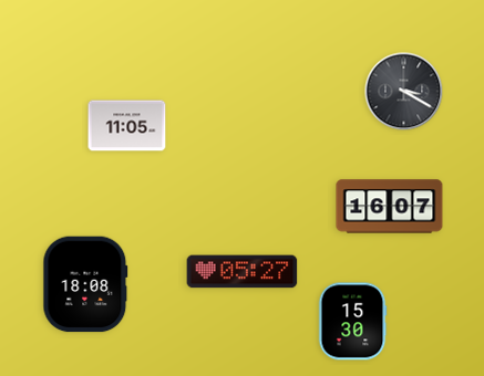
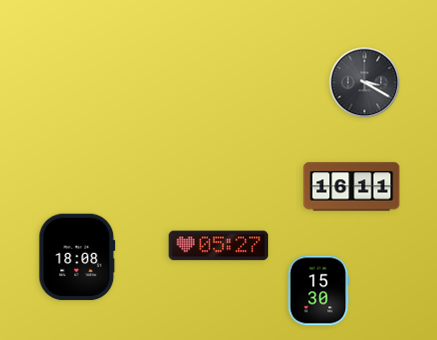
clock at (127, 126): 11:05 -> none
clock at (390, 207): 16:07 -> 16:11
